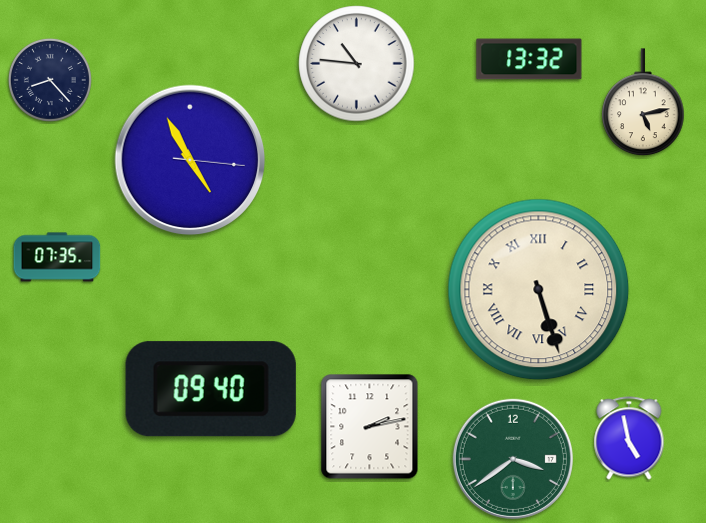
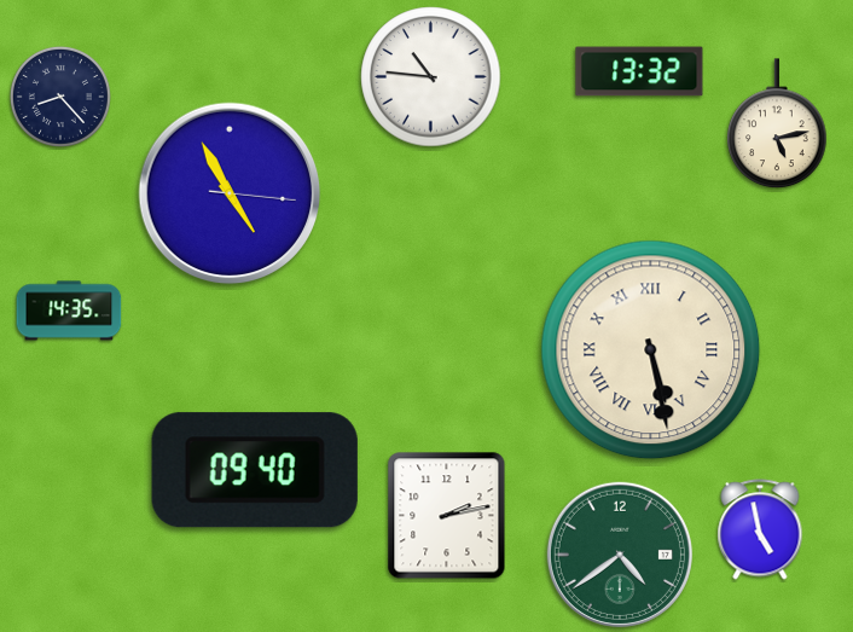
clock at (57, 257): 07:35 -> 14:35
clock at (539, 290): 5:27 -> 5:28
clock at (513, 459): 3:39 -> 4:39
